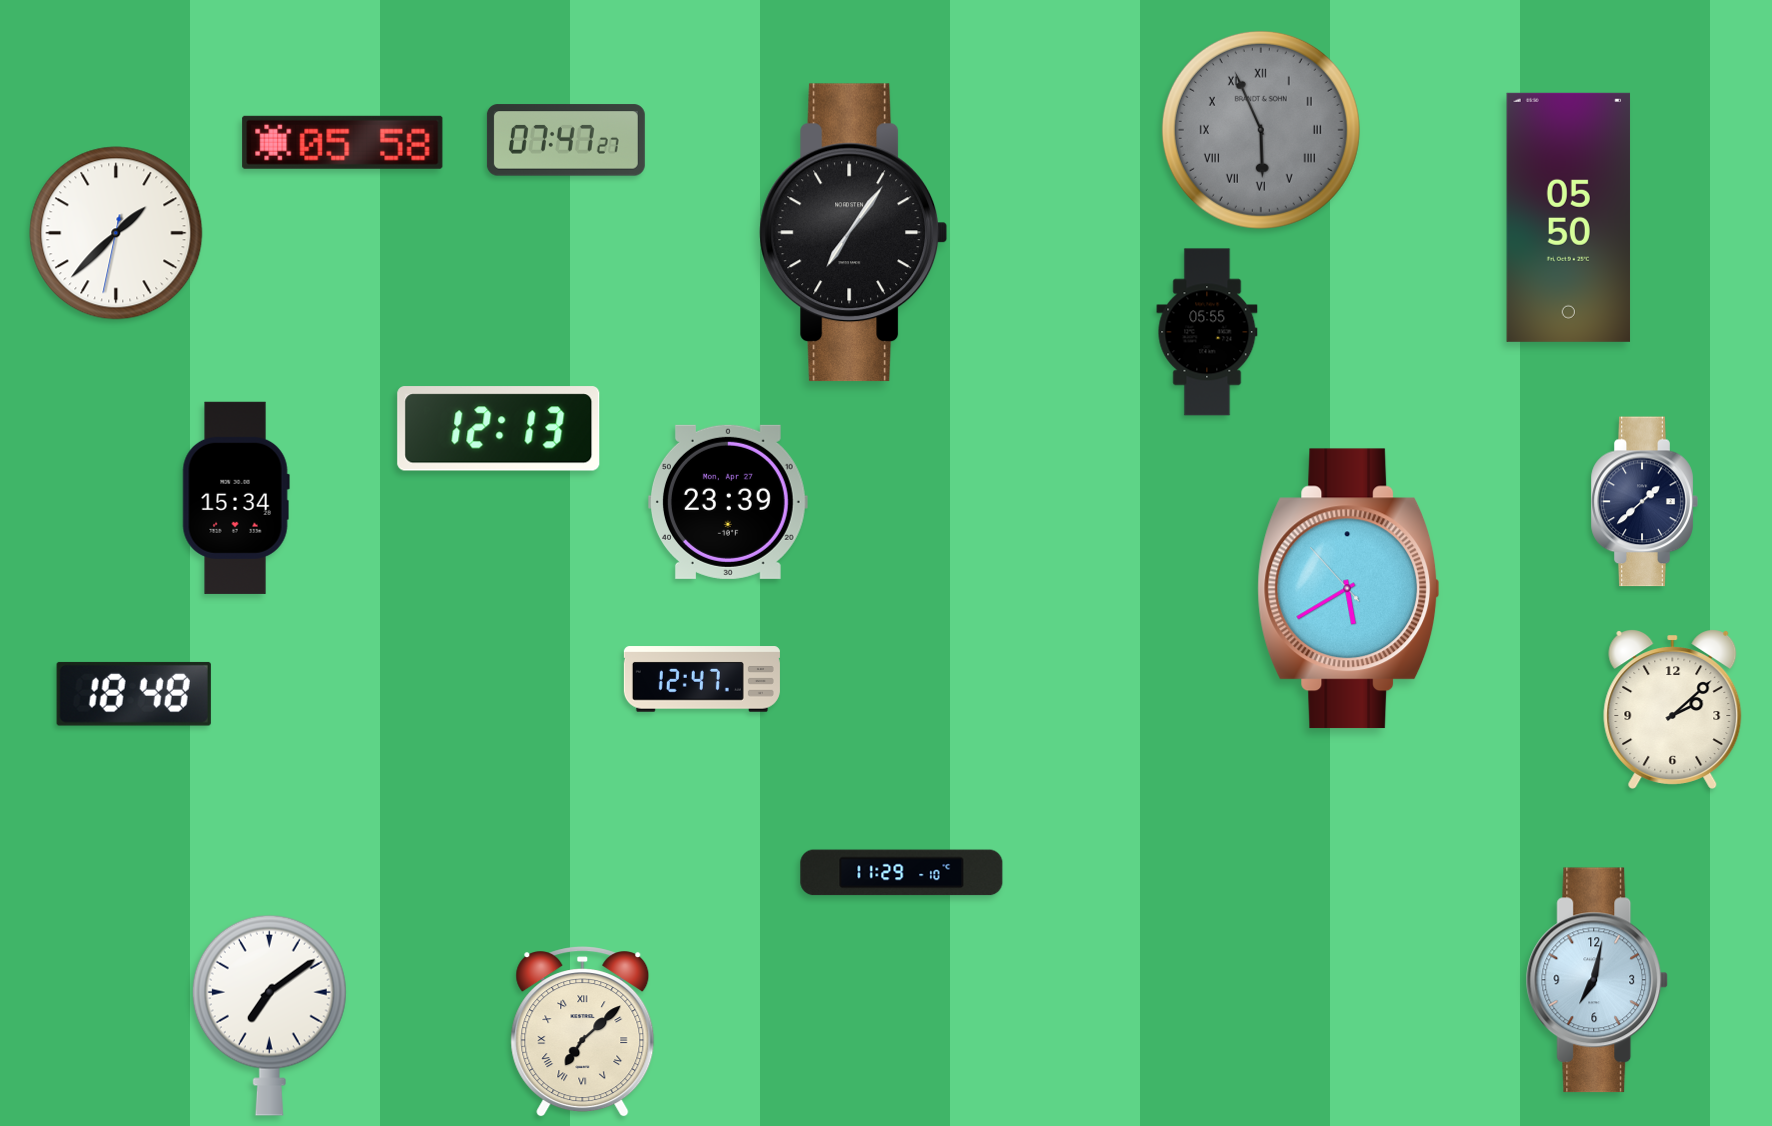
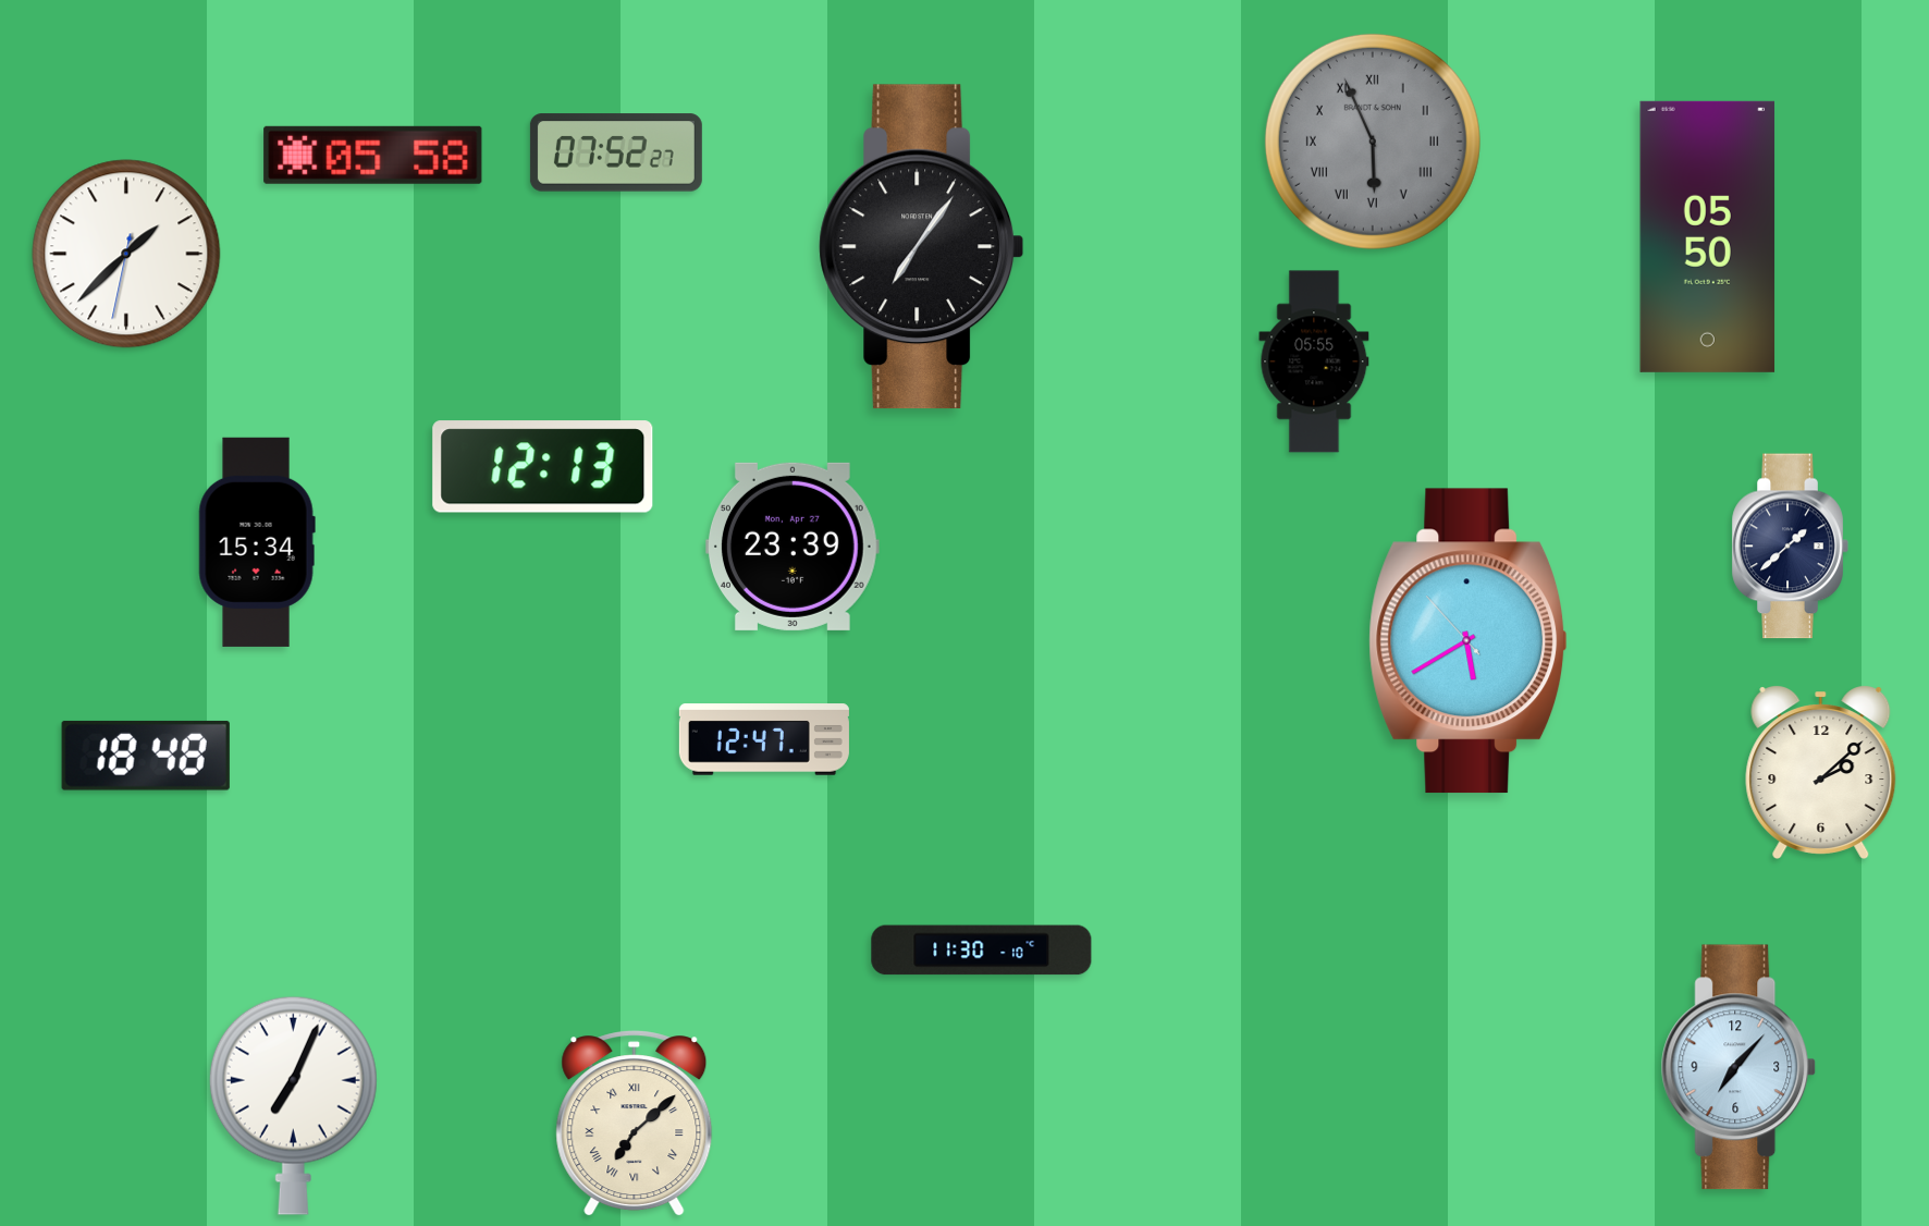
clock at (566, 140): 07:47 -> 07:52
clock at (854, 233) position: (854, 233) -> (922, 247)
clock at (902, 873): 11:29 -> 11:30
clock at (1597, 980): 7:02 -> 7:07
clock at (269, 1015): 7:09 -> 7:04
